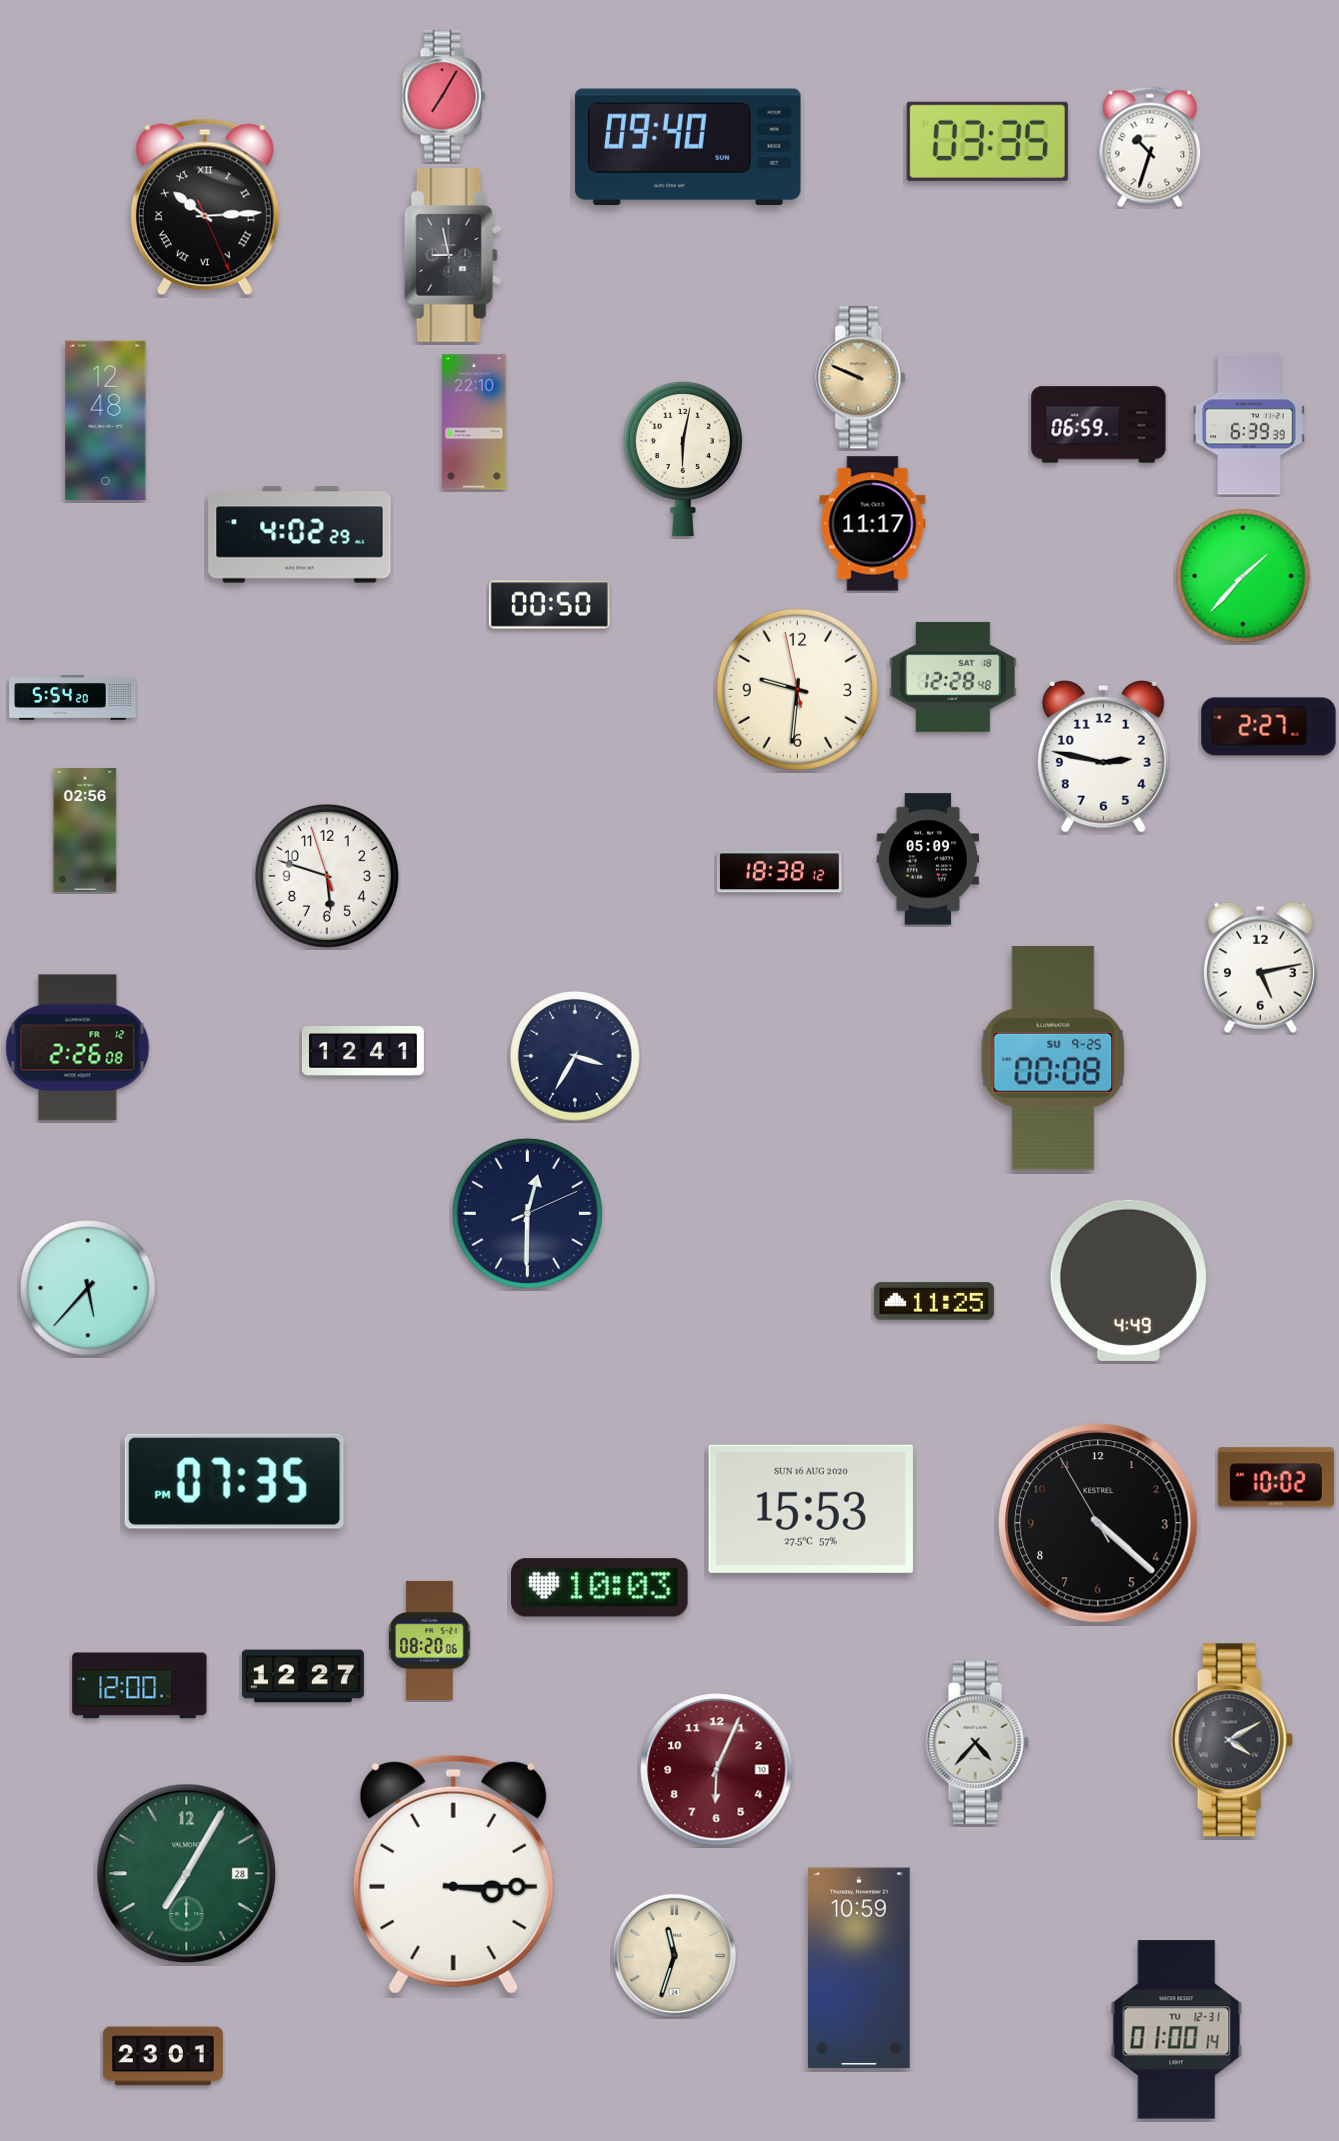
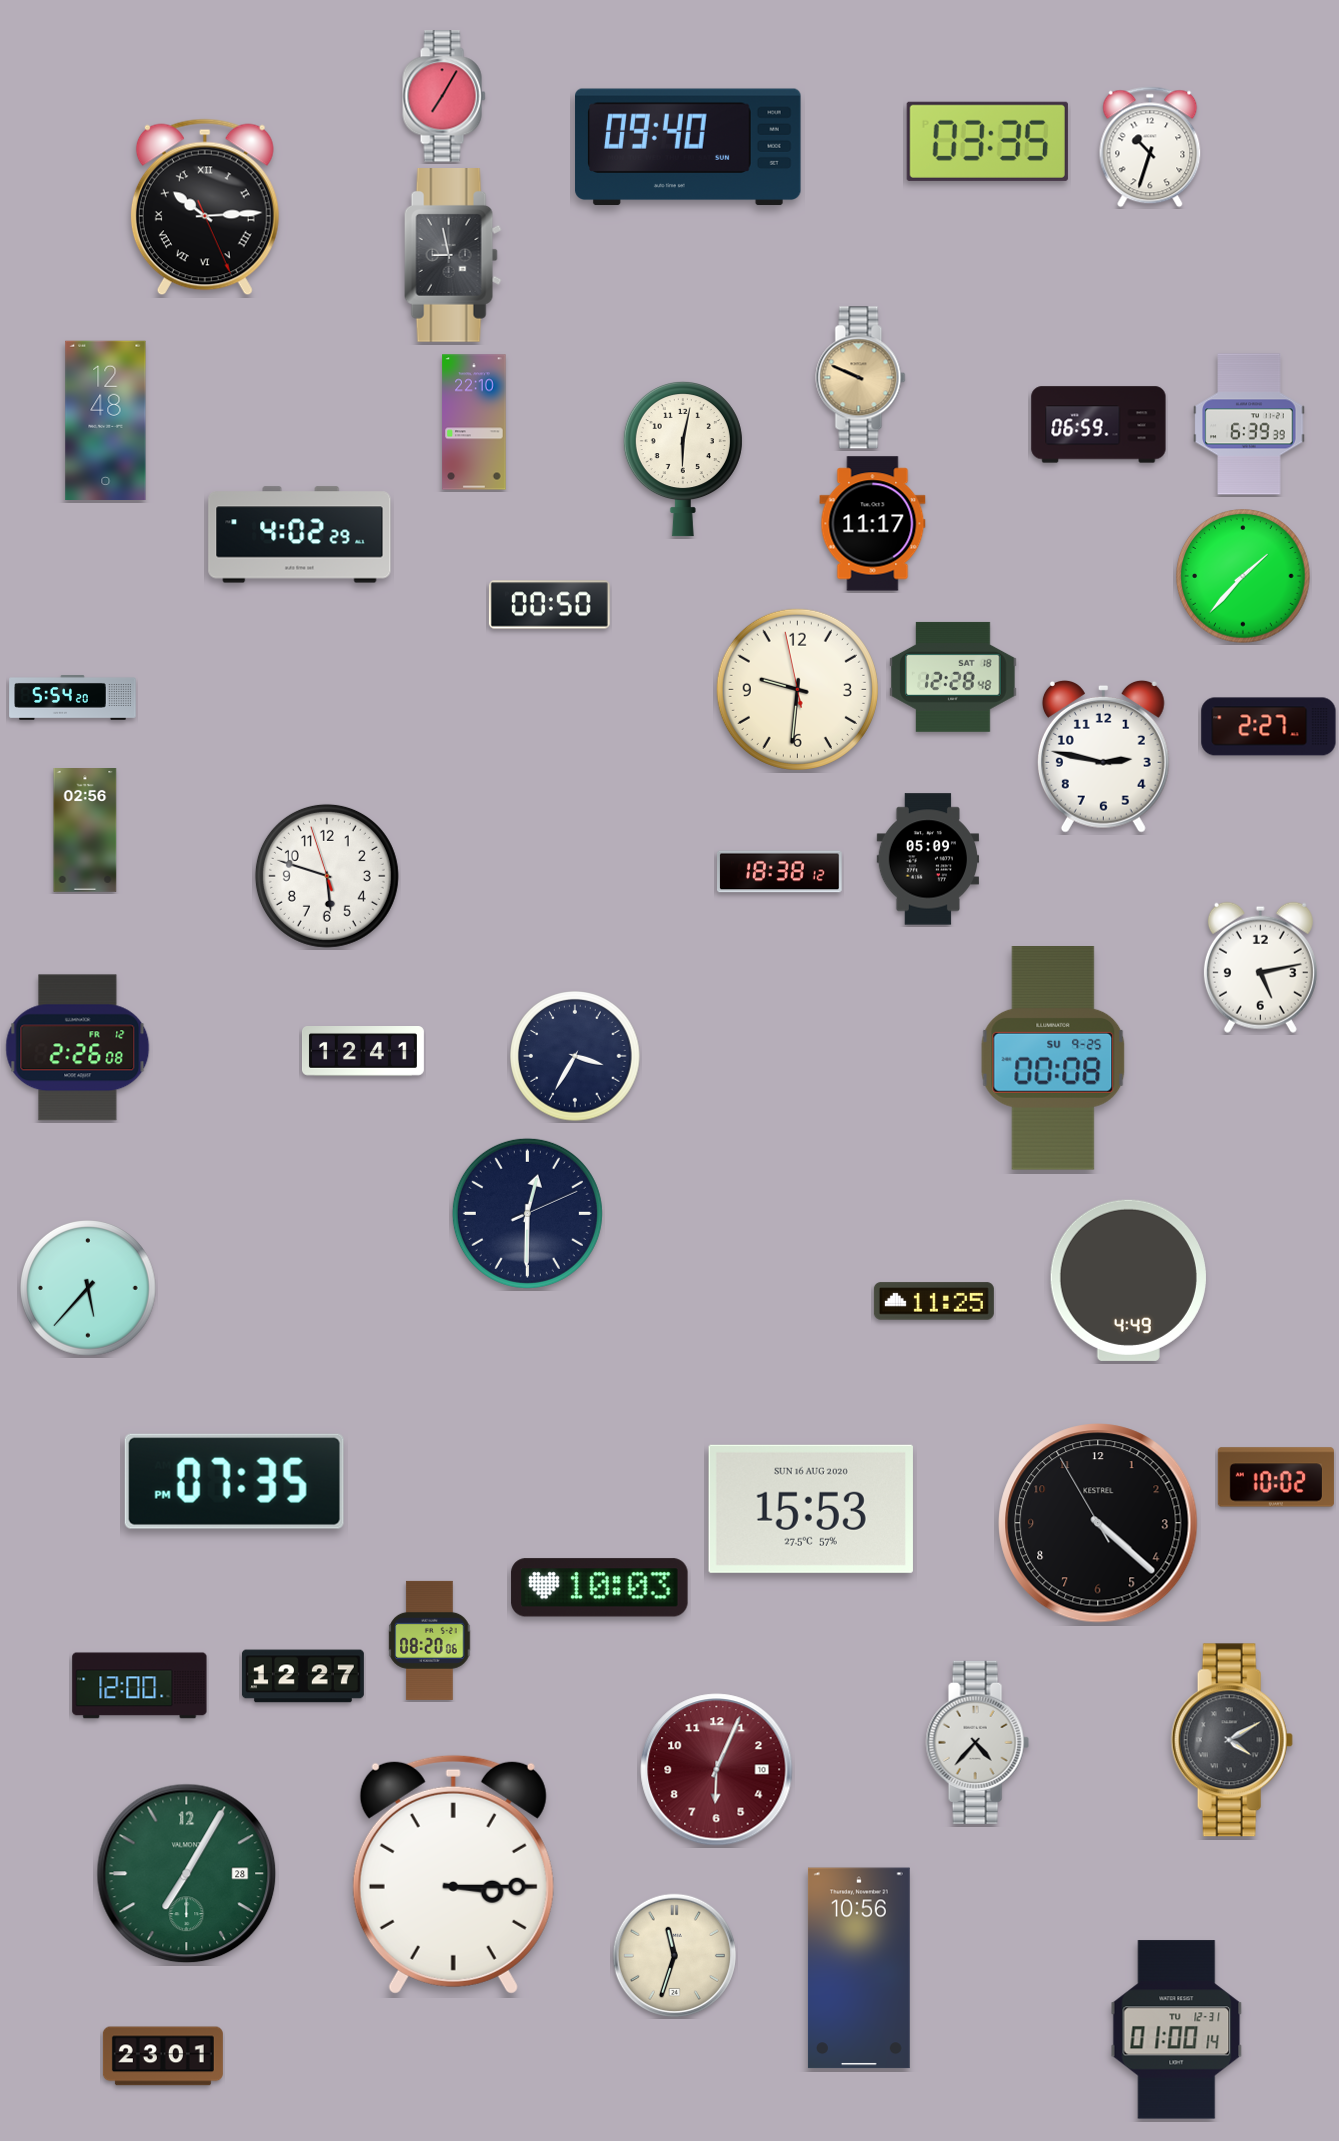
clock at (859, 1968): 10:59 -> 10:56
